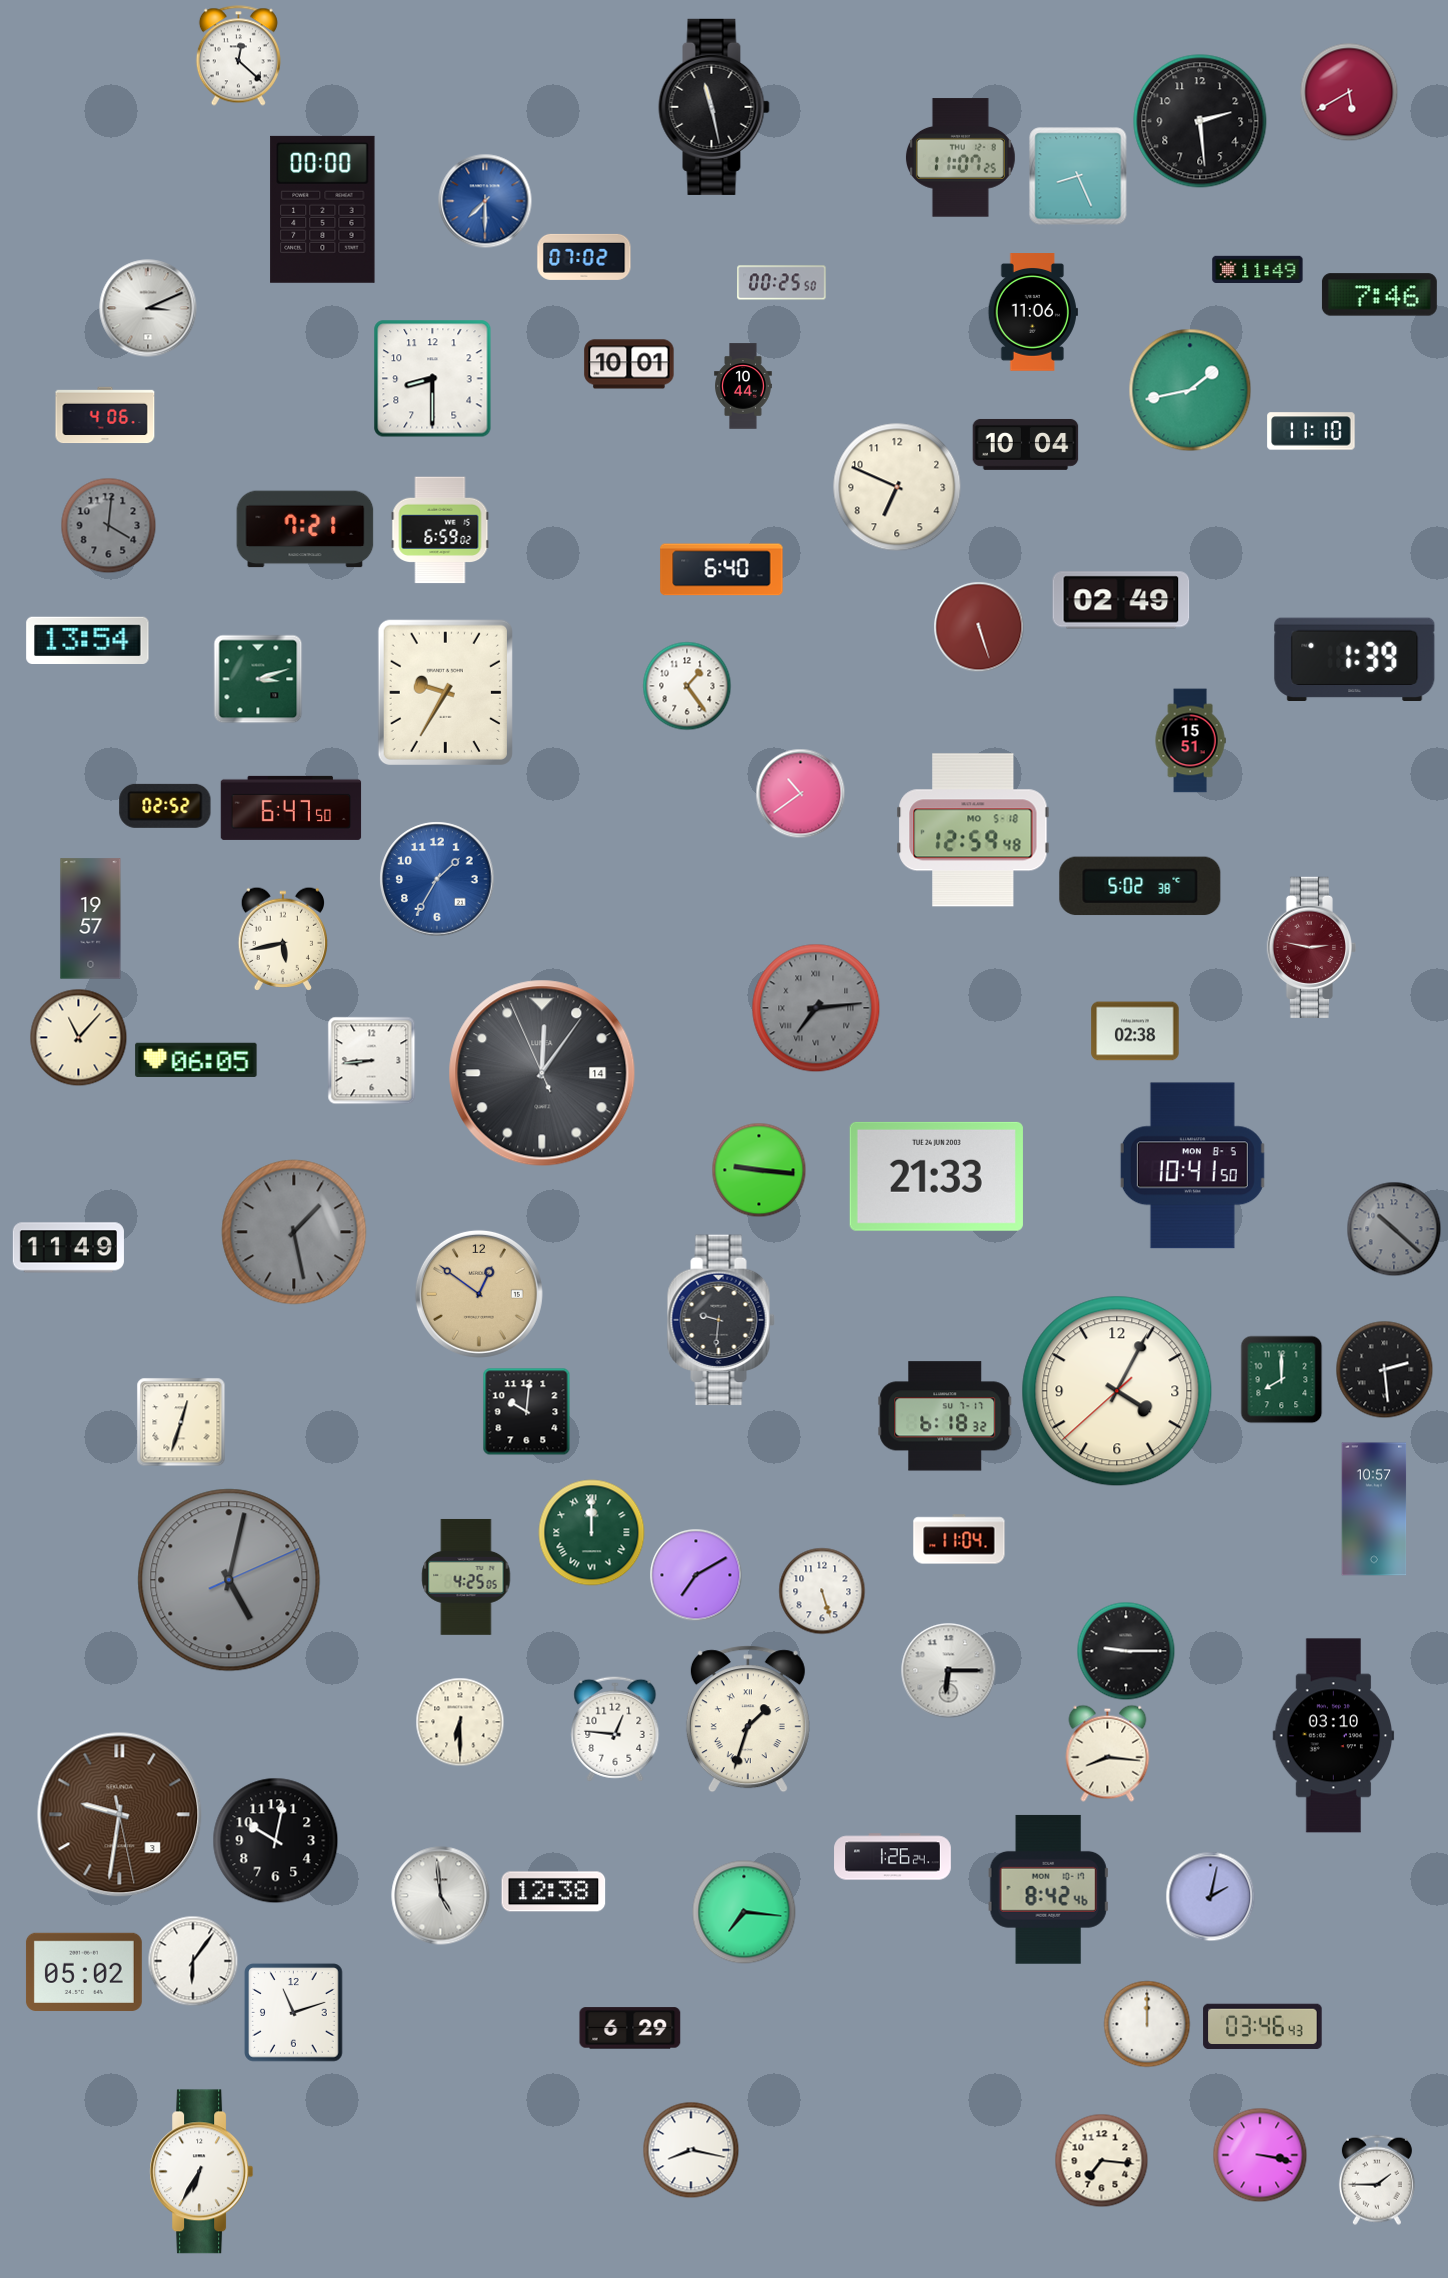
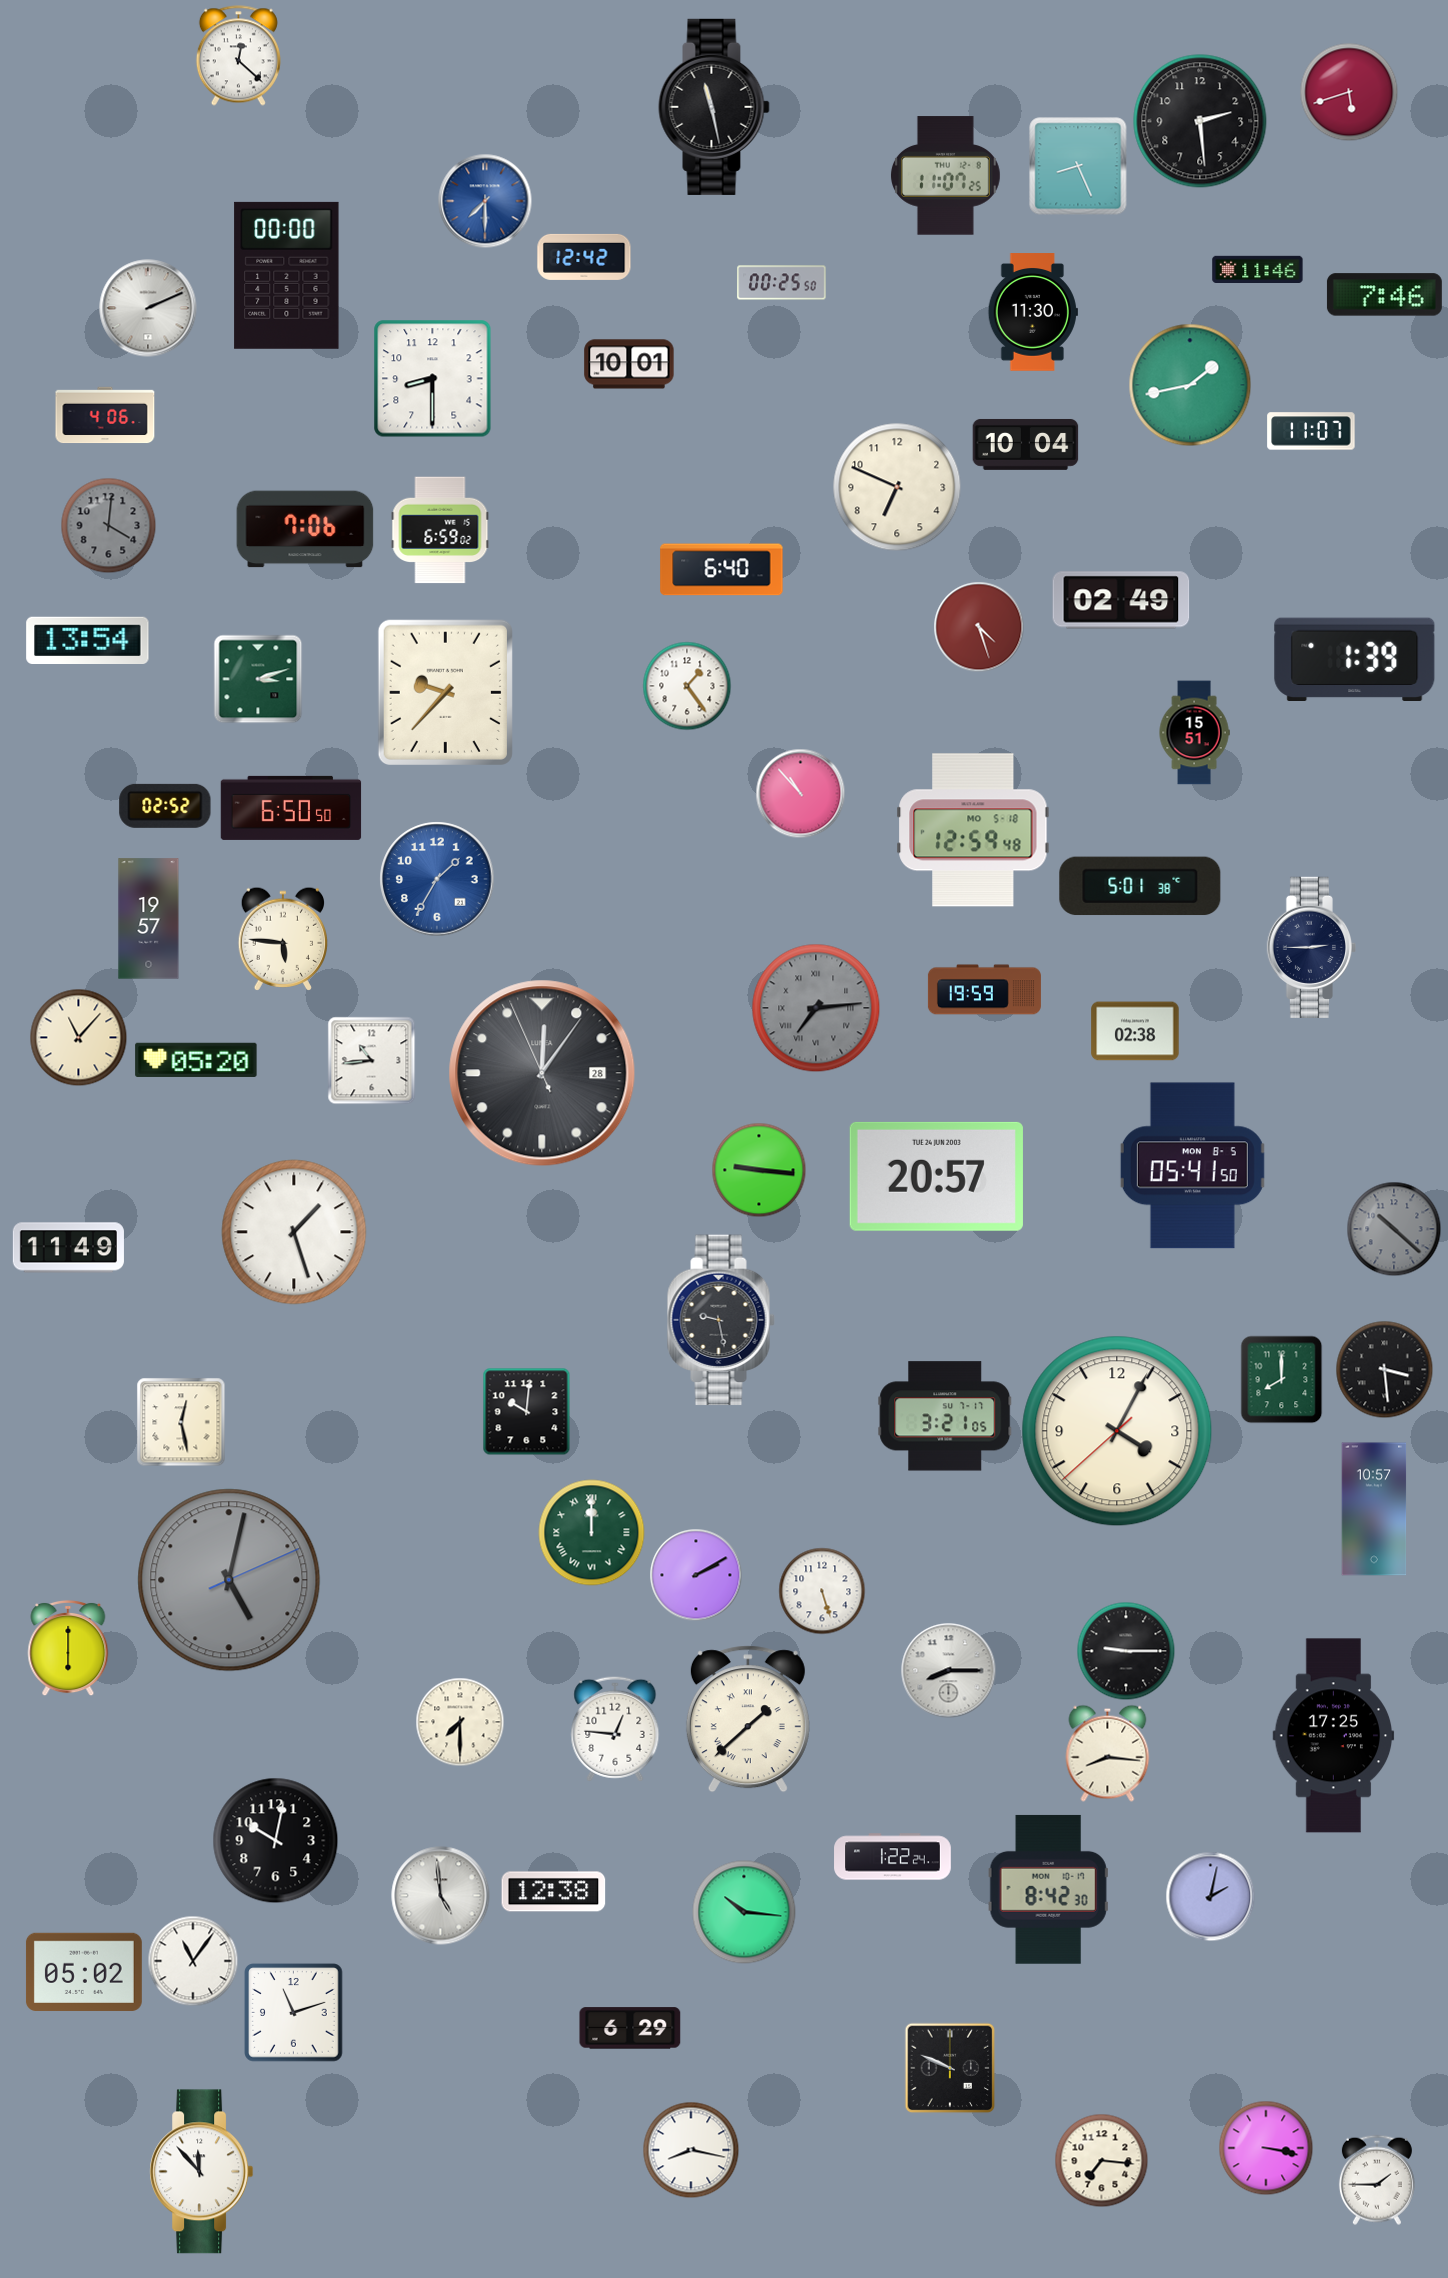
clock at (1349, 92): 5:40 -> 5:42
clock at (960, 158) position: (960, 158) -> (945, 176)
clock at (1078, 176) position: (1078, 176) -> (1078, 166)
clock at (323, 209) position: (323, 209) -> (287, 275)
clock at (584, 257): 07:02 -> 12:42
clock at (1258, 269): 11:49 -> 11:46
clock at (1379, 295) position: (1379, 295) -> (1384, 295)
clock at (148, 308): 3:11 -> 2:11
clock at (1033, 312): 11:06 -> 11:30
clock at (743, 386): 10:44 -> none
clock at (1190, 390) position: (1190, 390) -> (1190, 385)
clock at (1311, 431): 11:10 -> 11:07
clock at (305, 529): 7:21 -> 7:06
clock at (979, 627): 5:27 -> 4:27
clock at (445, 692): 9:35 -> 9:37
clock at (1190, 741) position: (1190, 741) -> (1194, 733)
clock at (801, 794): 10:39 -> 10:53
clock at (291, 808): 6:47 -> 6:50
clock at (1140, 886): 5:02 -> 5:01
clock at (91, 919) position: (91, 919) -> (149, 919)
clock at (282, 939): 5:43 -> 5:46
clock at (1311, 947): 2:47 -> 2:45
clock at (1311, 947) dial: burgundy -> navy
clock at (984, 990): none -> 19:59
clock at (196, 1060): 06:05 -> 05:20
clock at (372, 1061): 8:44 -> 10:44
clock at (542, 1073) date: 14 -> 28
clock at (1192, 1166): 10:41 -> 05:41
clock at (936, 1176): 21:33 -> 20:57
clock at (294, 1232): 1:28 -> 1:27
clock at (294, 1232) dial: grey -> white
clock at (479, 1294): 12:51 -> none
clock at (721, 1320): 9:31 -> 9:28
clock at (1385, 1370): 2:29 -> 3:29
clock at (1117, 1391) position: (1117, 1391) -> (1117, 1431)
clock at (945, 1416): 6:18 -> 3:21
clock at (181, 1422): 12:33 -> 12:28
clock at (959, 1539): 11:04 -> none
clock at (696, 1575): 7:10 -> 2:10
clock at (466, 1577): 4:25 -> none
clock at (68, 1648): none -> 6:00
clock at (949, 1671): 6:15 -> 8:15
clock at (748, 1719): 1:33 -> 1:38
clock at (460, 1722): 6:30 -> 7:30
clock at (1334, 1736): 03:10 -> 17:25
clock at (120, 1815): 9:31 -> none
clock at (893, 1857): 1:26 -> 1:22
clock at (1048, 1889): 8:42:46 -> 8:42:30
clock at (744, 1912): 7:16 -> 10:16
clock at (193, 1961): 6:06 -> 11:06
clock at (1147, 2024): 12:00 -> none
clock at (1263, 2027): 03:46 -> none
clock at (950, 2068): none -> 9:49
clock at (1260, 2155) position: (1260, 2155) -> (1266, 2148)
clock at (202, 2172): 6:35 -> 11:53
